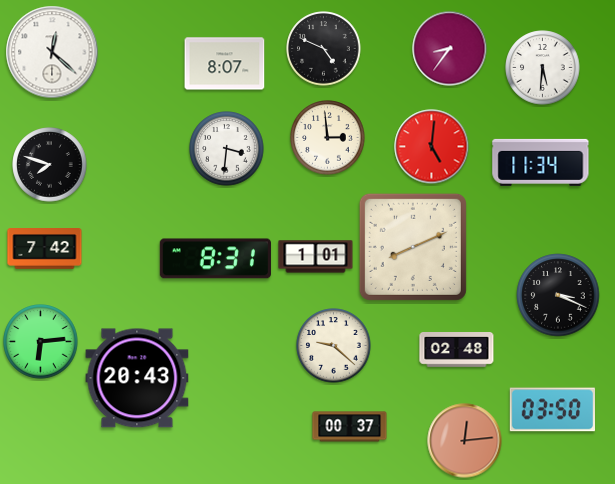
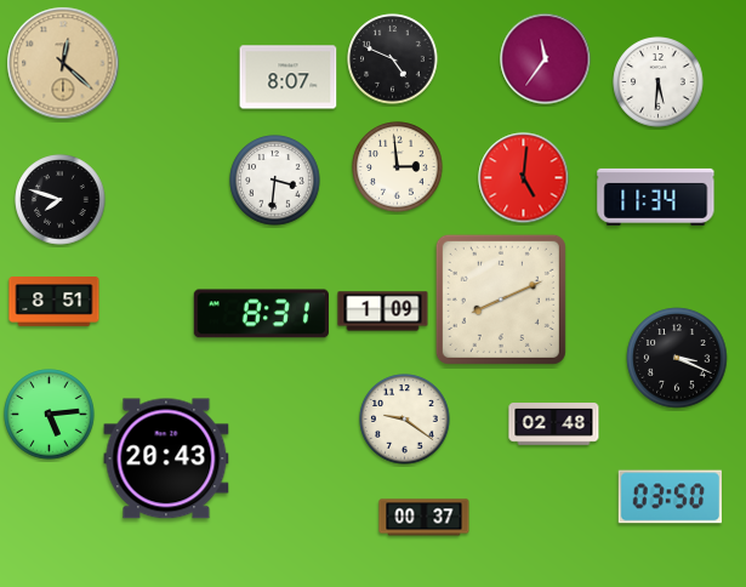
clock at (450, 49): 8:36 -> 11:36
clock at (52, 52) dial: white -> champagne
clock at (225, 64) position: (225, 64) -> (289, 78)
clock at (45, 249): 7:42 -> 8:51
clock at (316, 257): 1:01 -> 1:09
clock at (41, 342): 6:14 -> 5:14
clock at (334, 346): 9:22 -> 9:21
clock at (465, 441): 12:14 -> none
